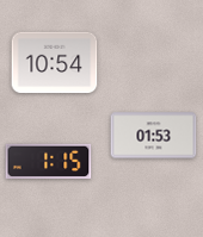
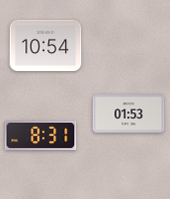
clock at (55, 63) position: (55, 63) -> (46, 46)
clock at (49, 161): 1:15 -> 8:31
